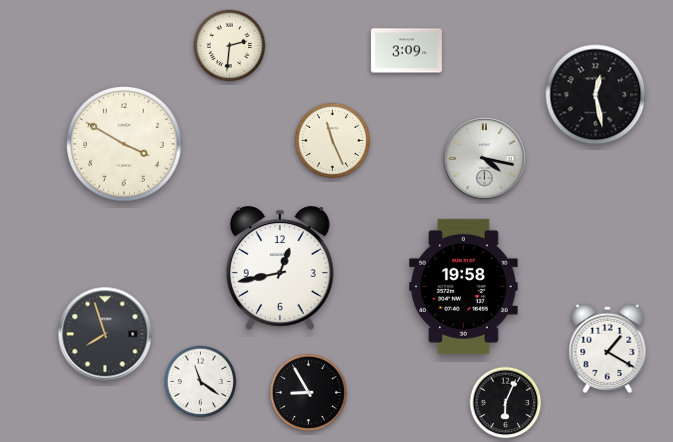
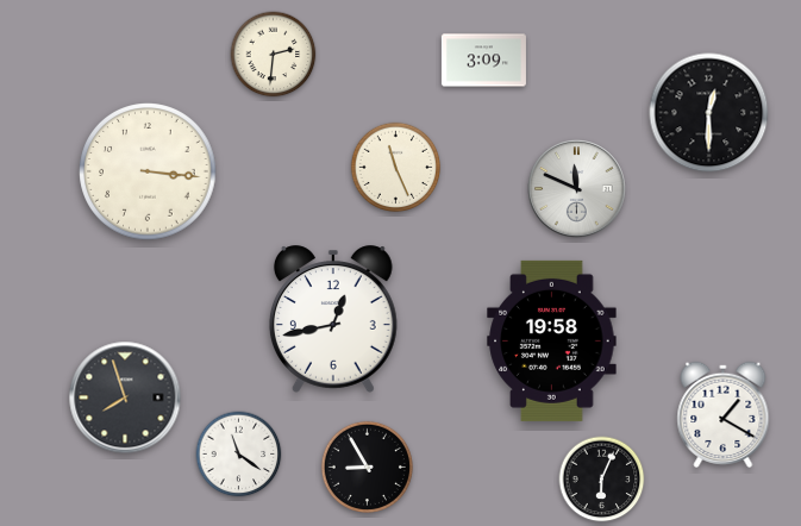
clock at (596, 95): 12:28 -> 12:30
clock at (124, 144): 3:50 -> 3:16
clock at (485, 159): 4:17 -> 11:49
